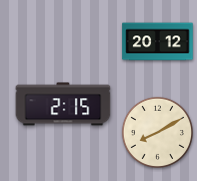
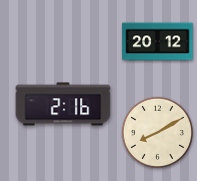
clock at (63, 104): 2:15 -> 2:16
